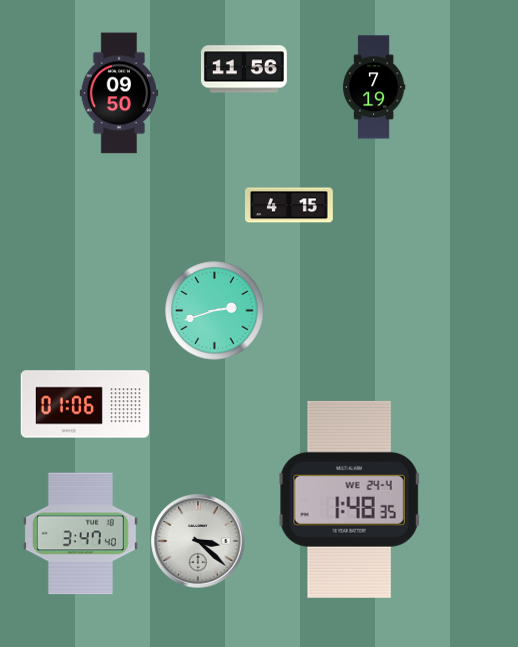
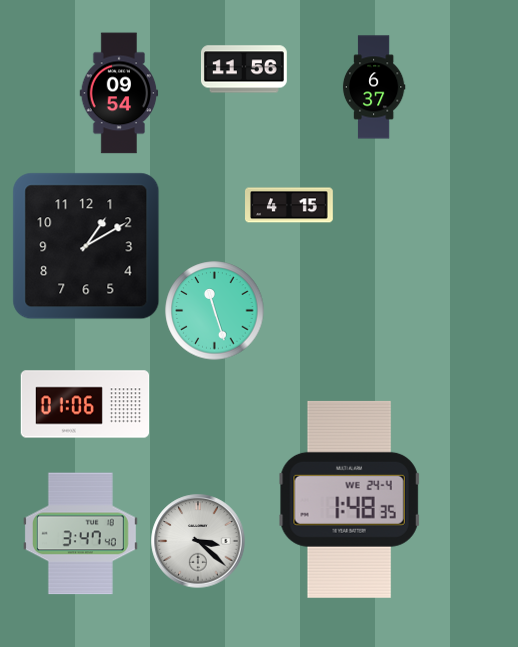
clock at (374, 87): 7:19 -> 6:37
clock at (119, 93): 09:50 -> 09:54
clock at (86, 246): none -> 1:10
clock at (215, 311): 2:42 -> 11:27
